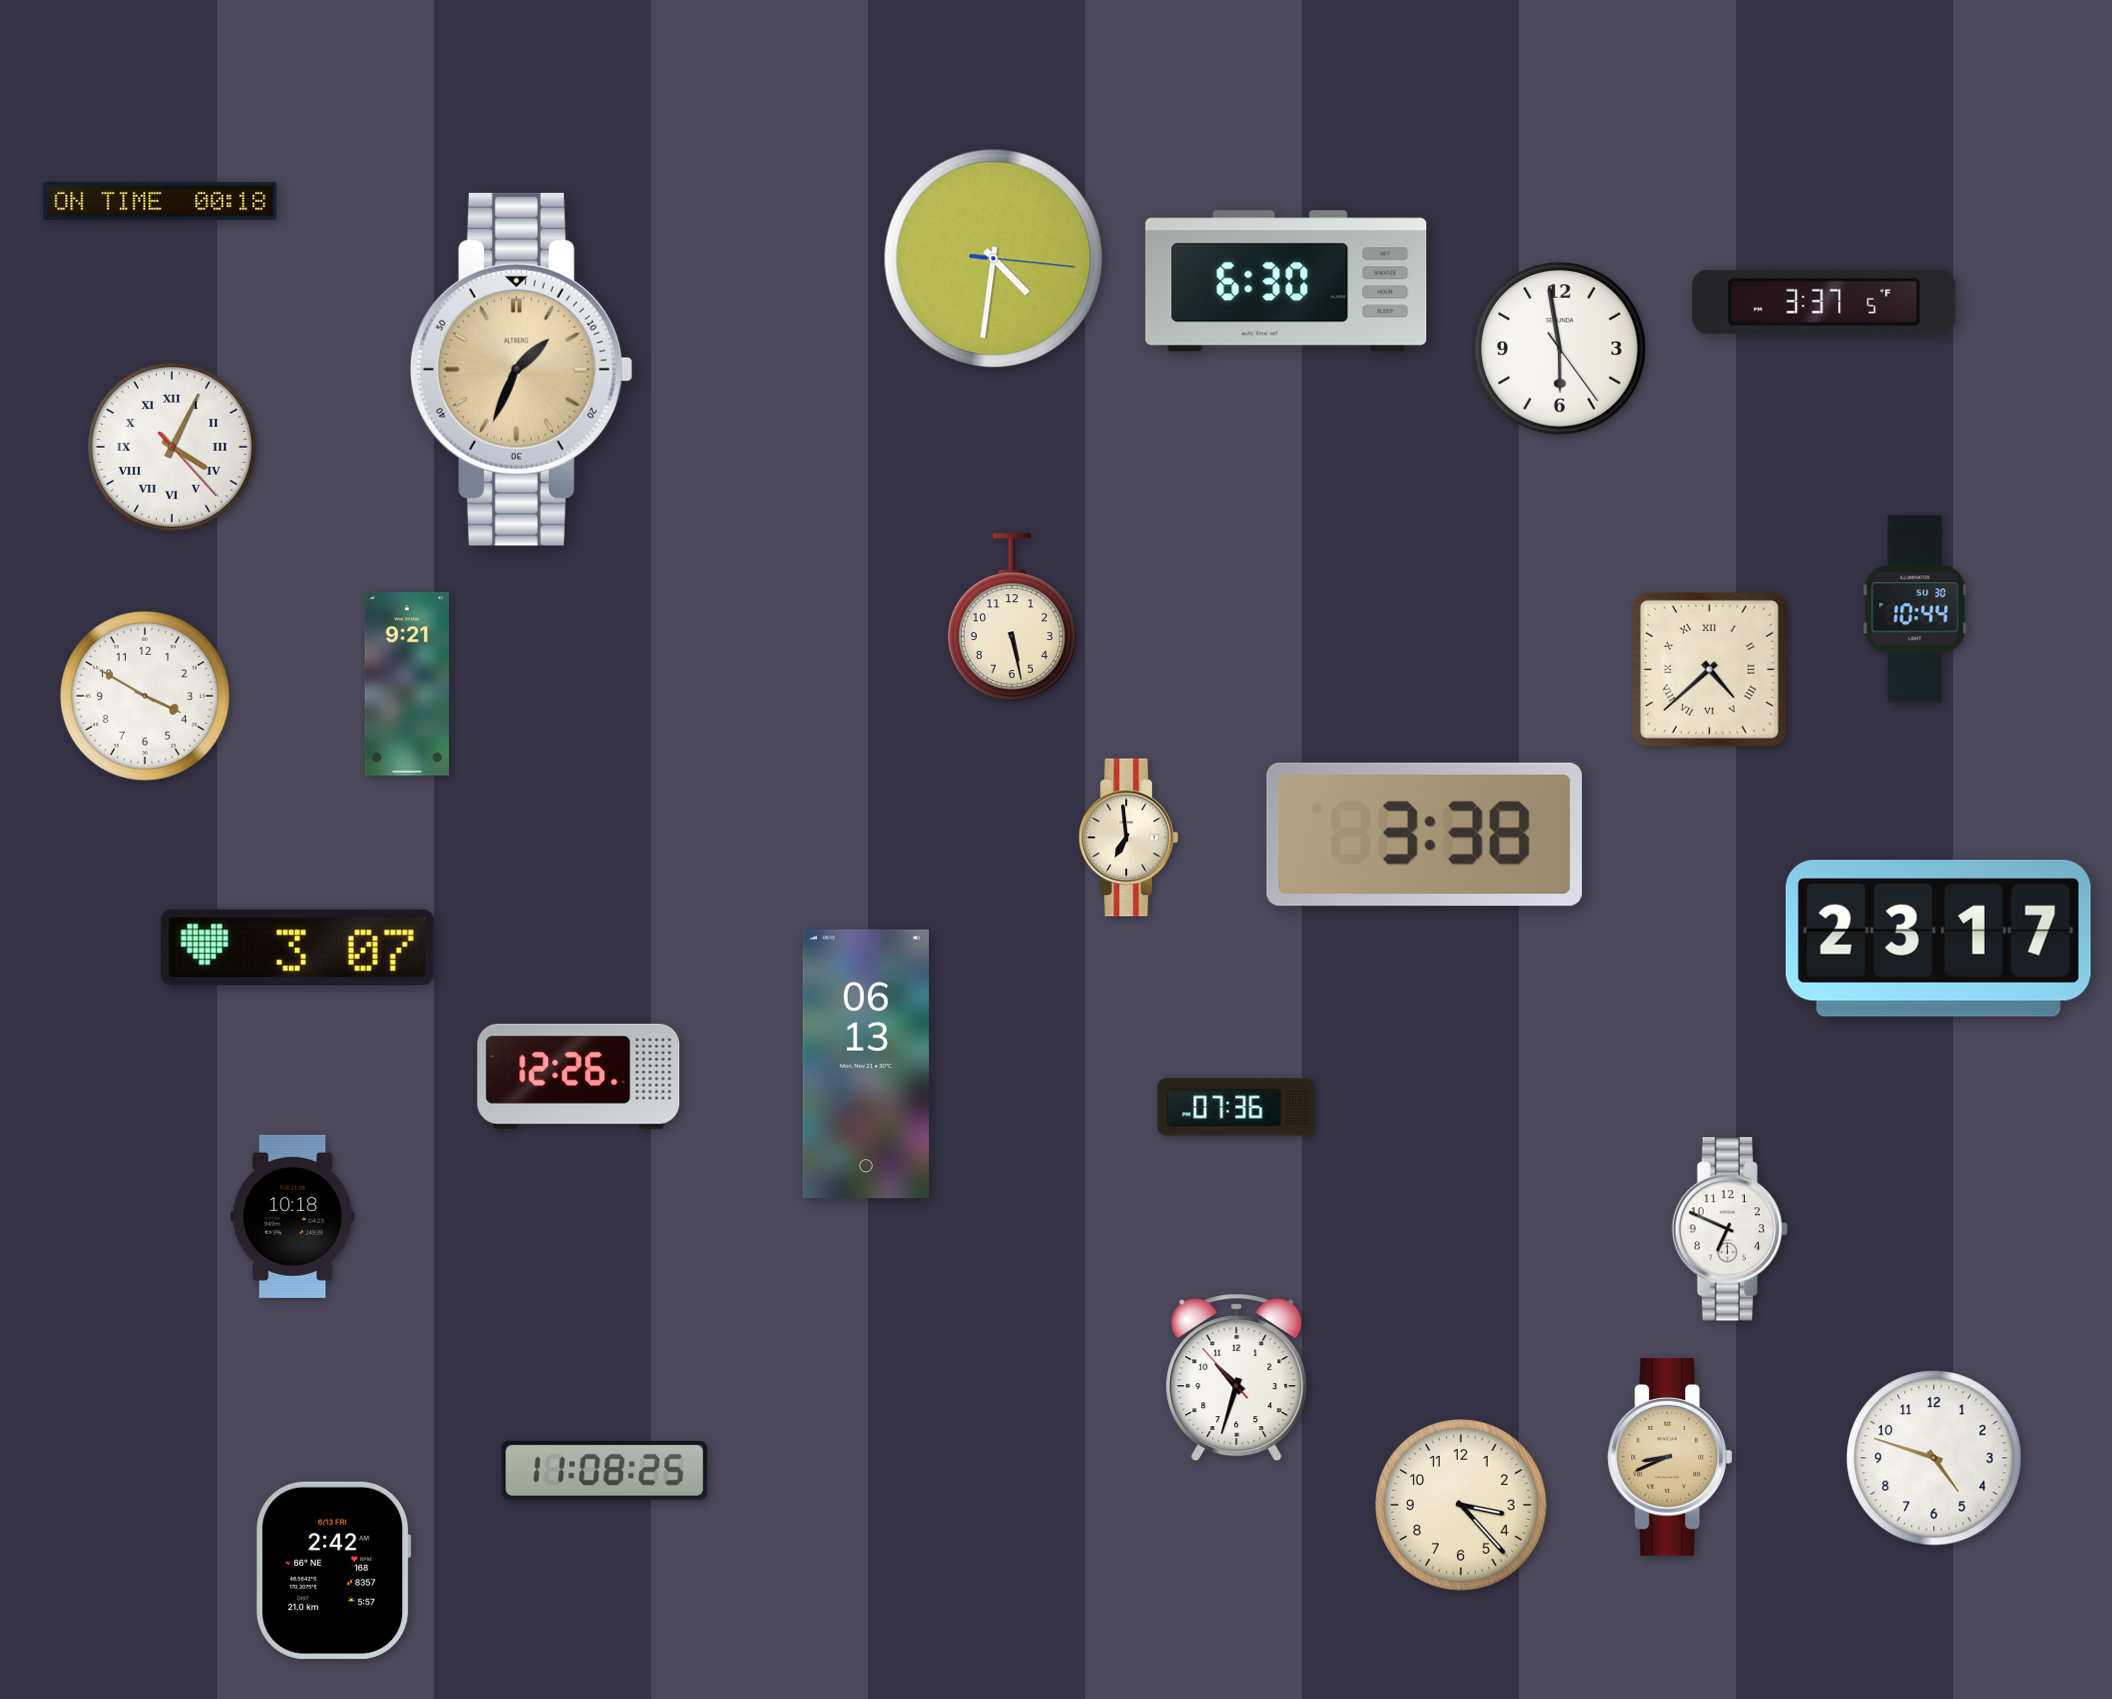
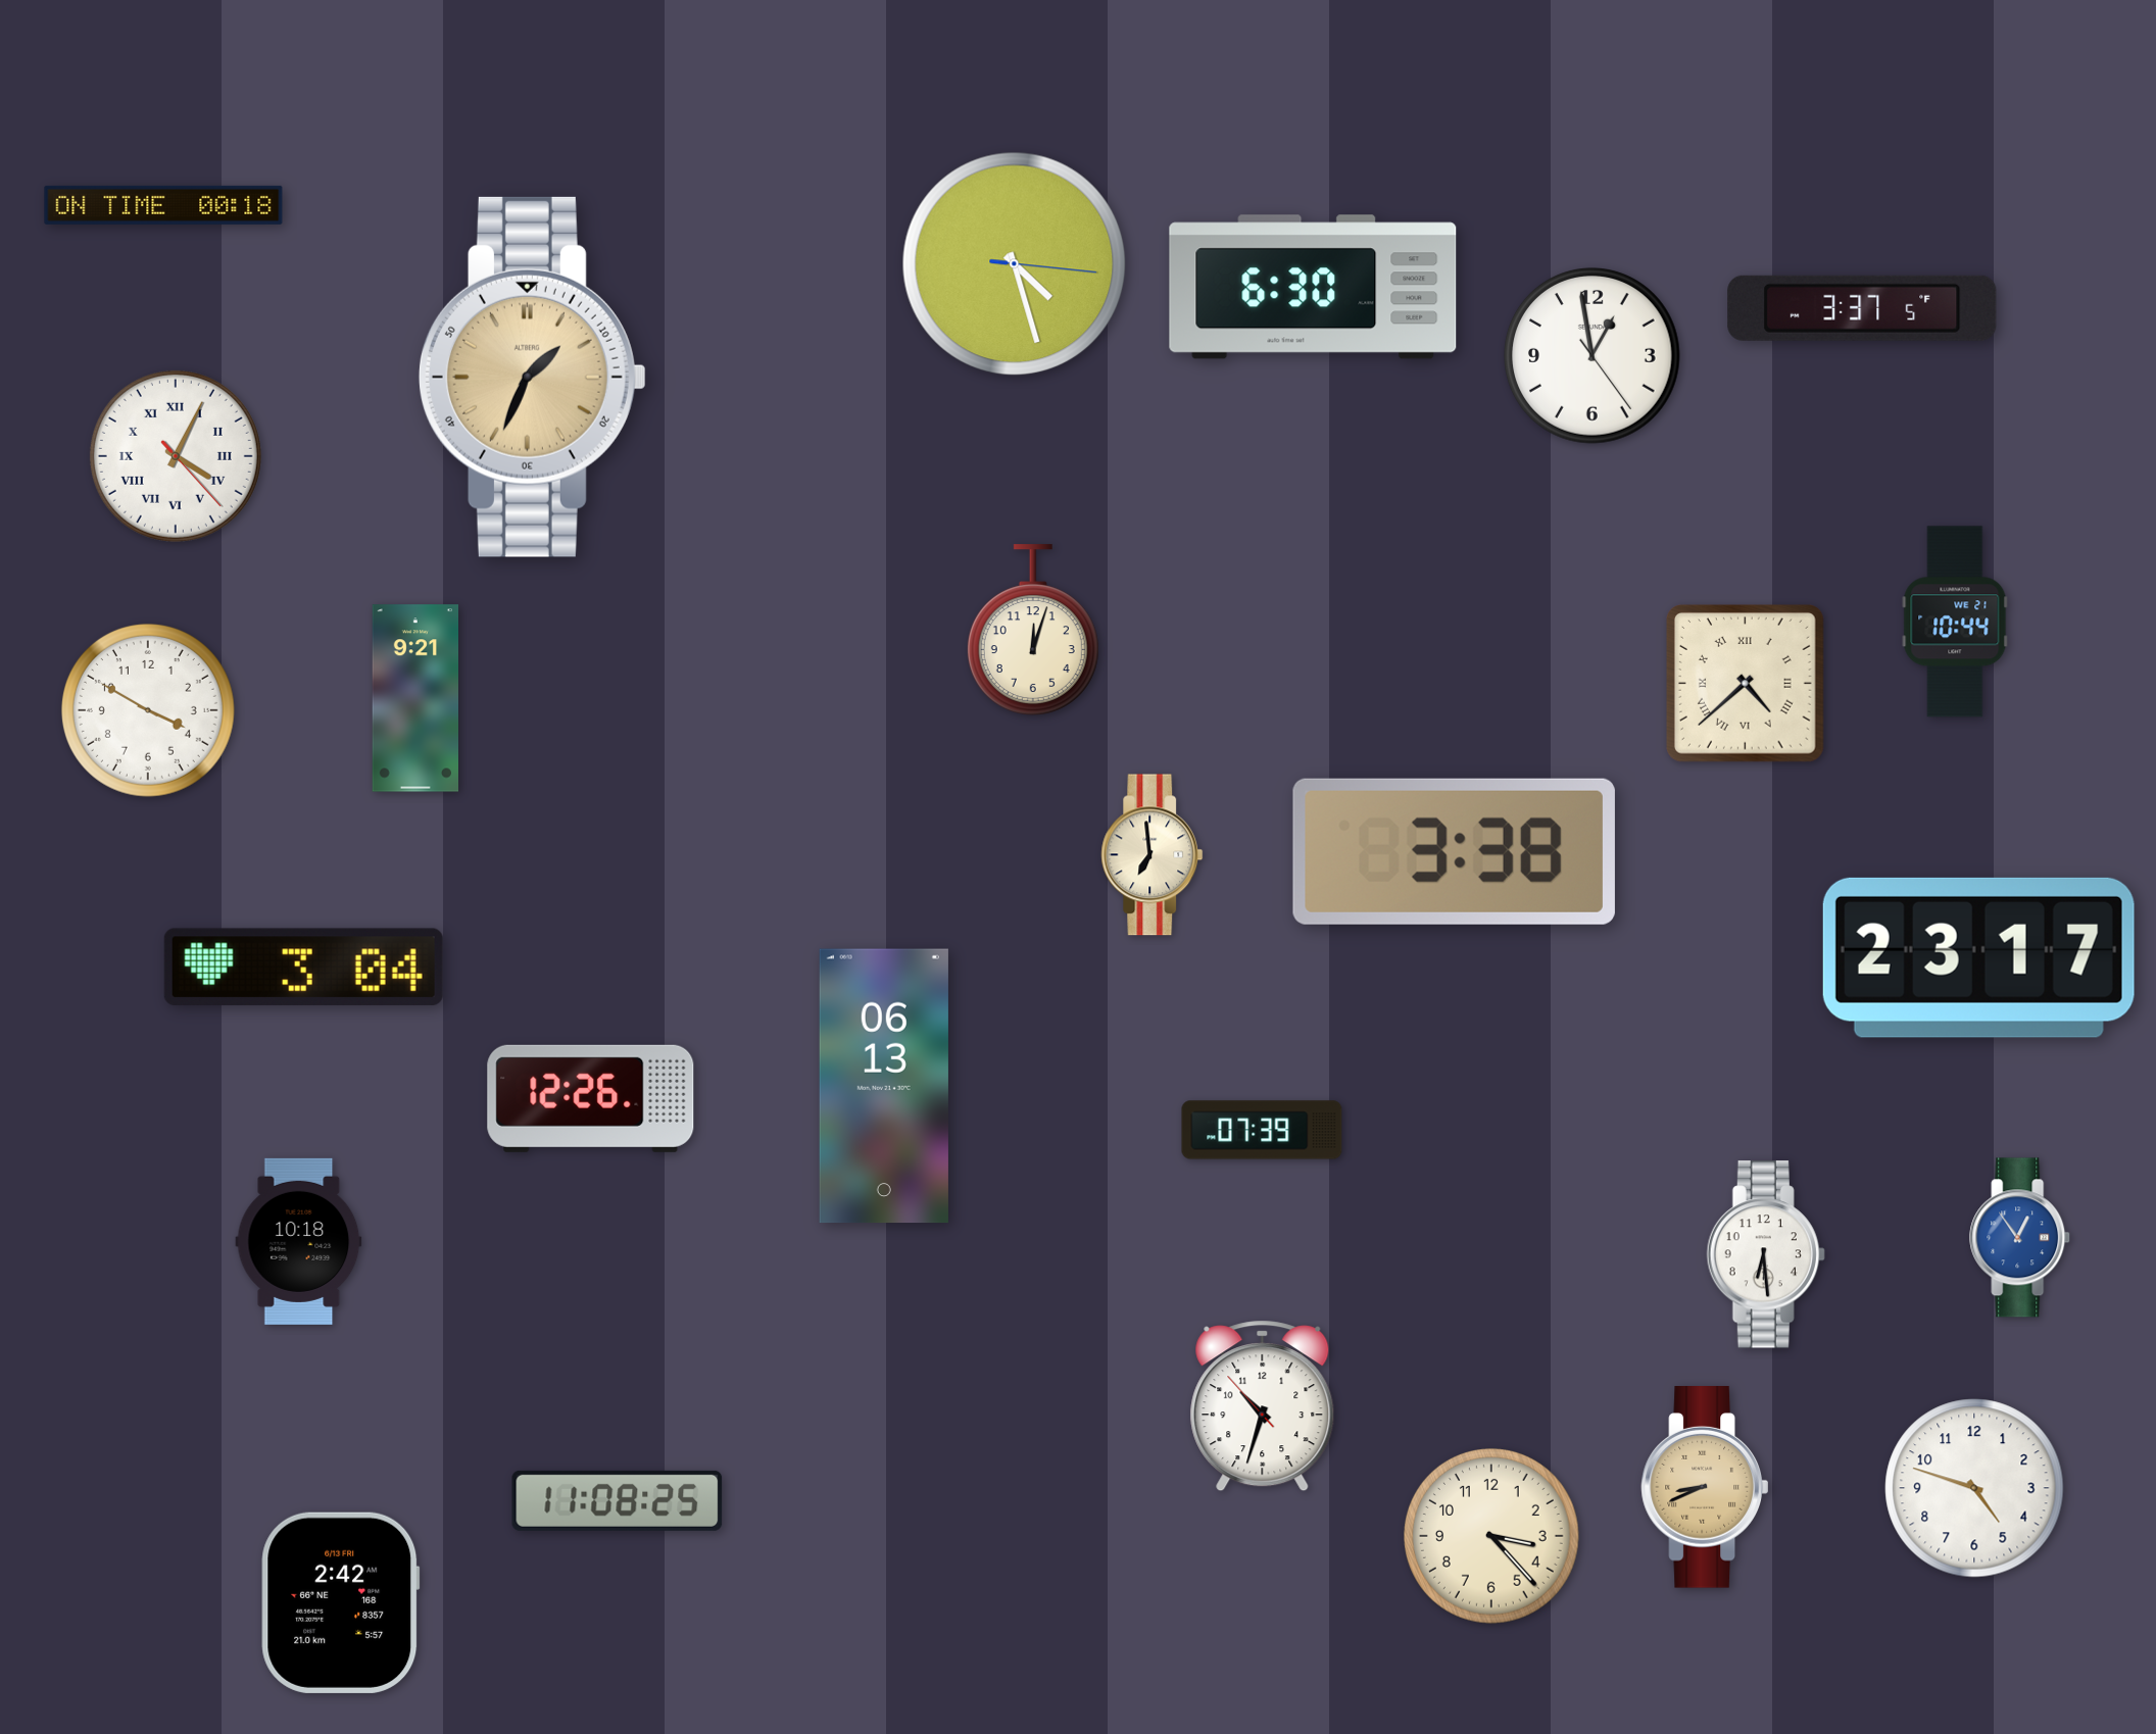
clock at (994, 259): 4:31 -> 4:27
clock at (1560, 349): 5:58 -> 12:58
clock at (1915, 609) date: SU 30 -> WE 21
clock at (1012, 617): 5:28 -> 12:03
clock at (297, 947): 3:07 -> 3:04
clock at (1236, 1107): 07:36 -> 07:39
clock at (2020, 1238): none -> 12:54
clock at (1730, 1229): 6:49 -> 6:29
